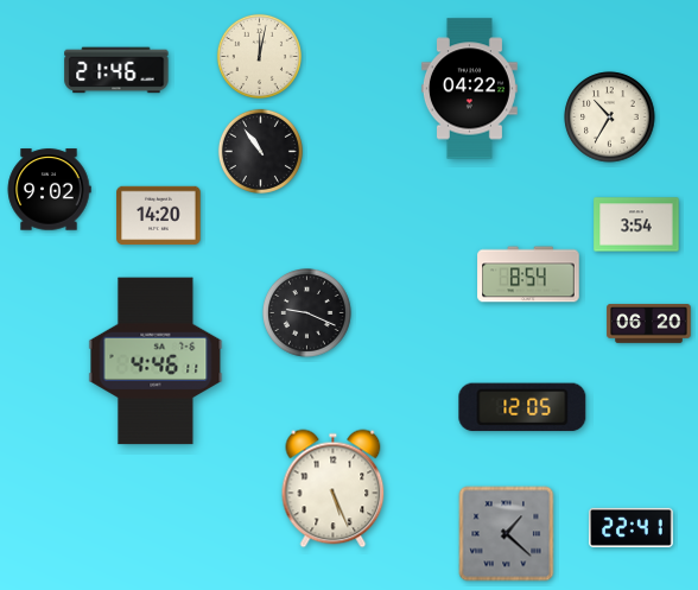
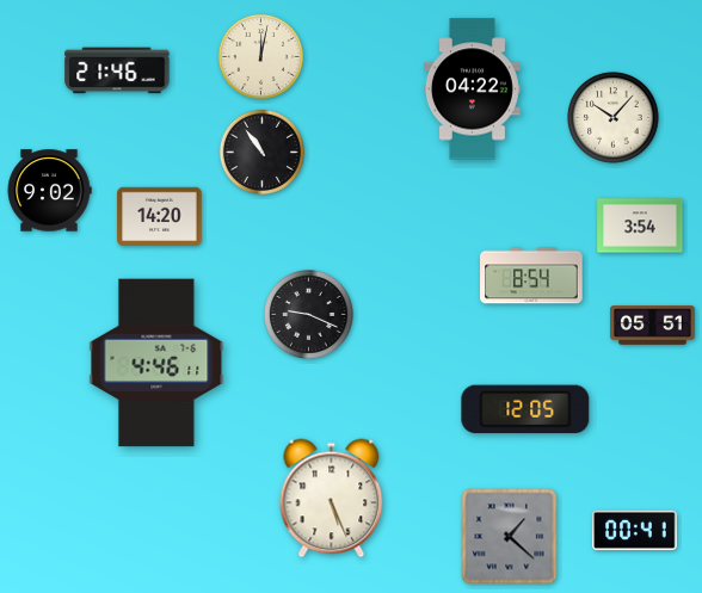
clock at (610, 118): 10:35 -> 10:07
clock at (649, 324): 06:20 -> 05:51
clock at (334, 489) position: (334, 489) -> (332, 499)
clock at (632, 527): 22:41 -> 00:41
